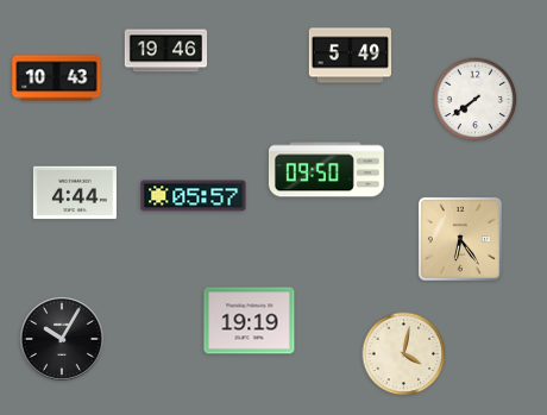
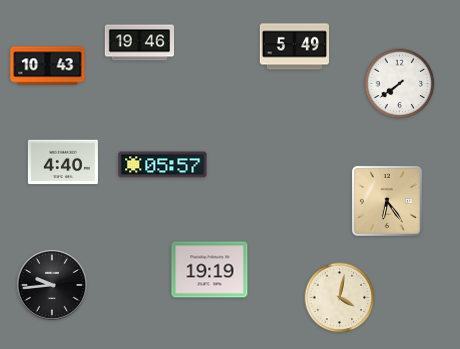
clock at (326, 170): 09:50 -> none
clock at (75, 193): 4:44 -> 4:40
clock at (62, 339): 10:05 -> 9:44
